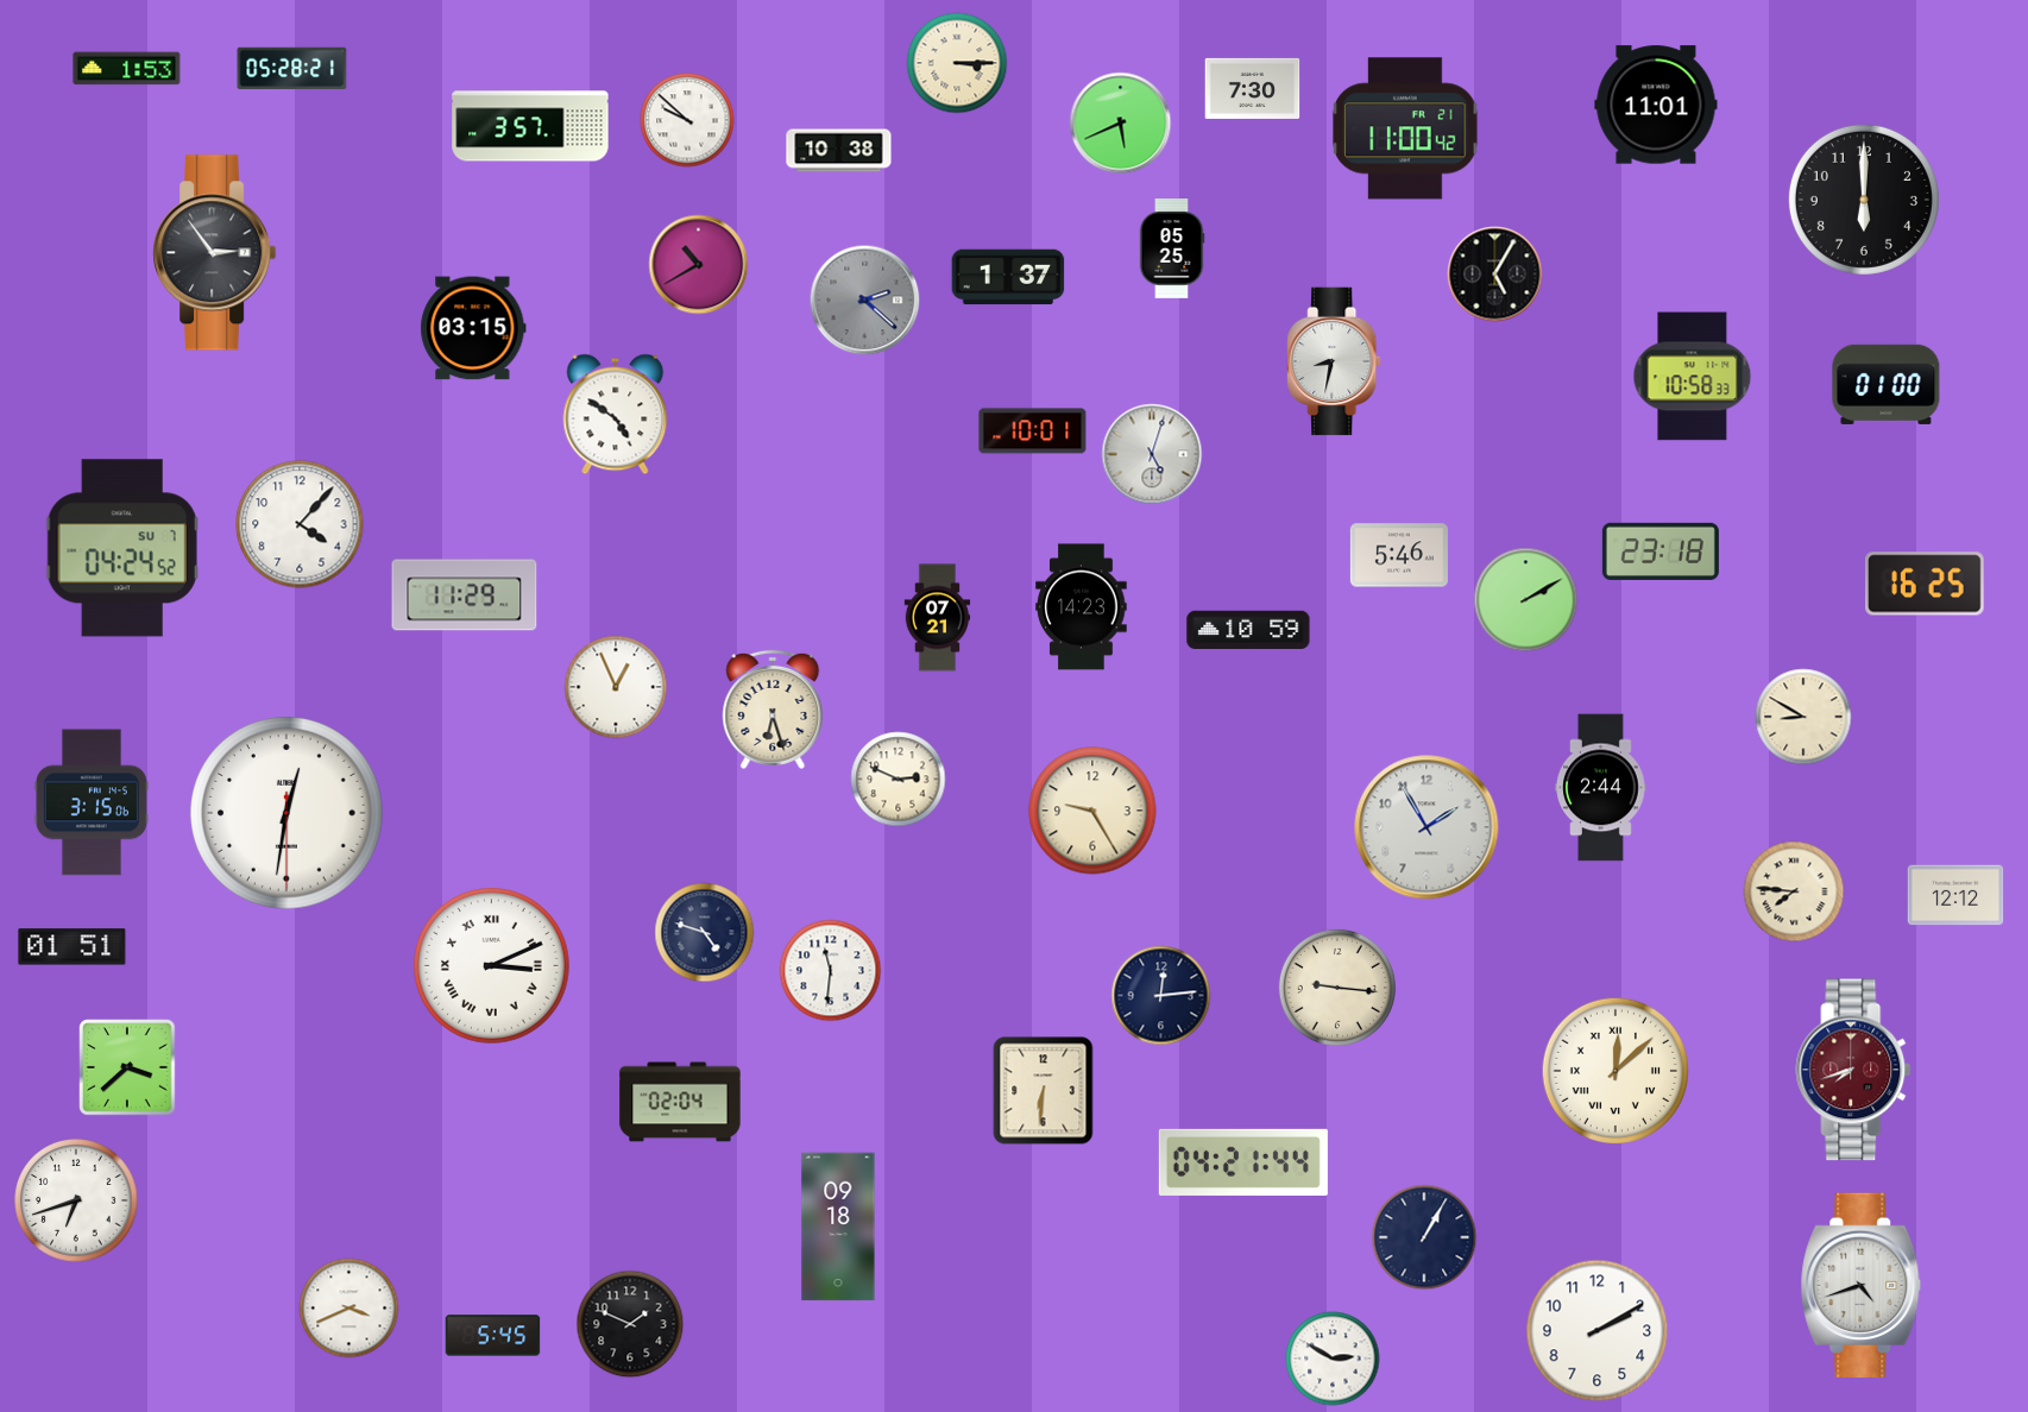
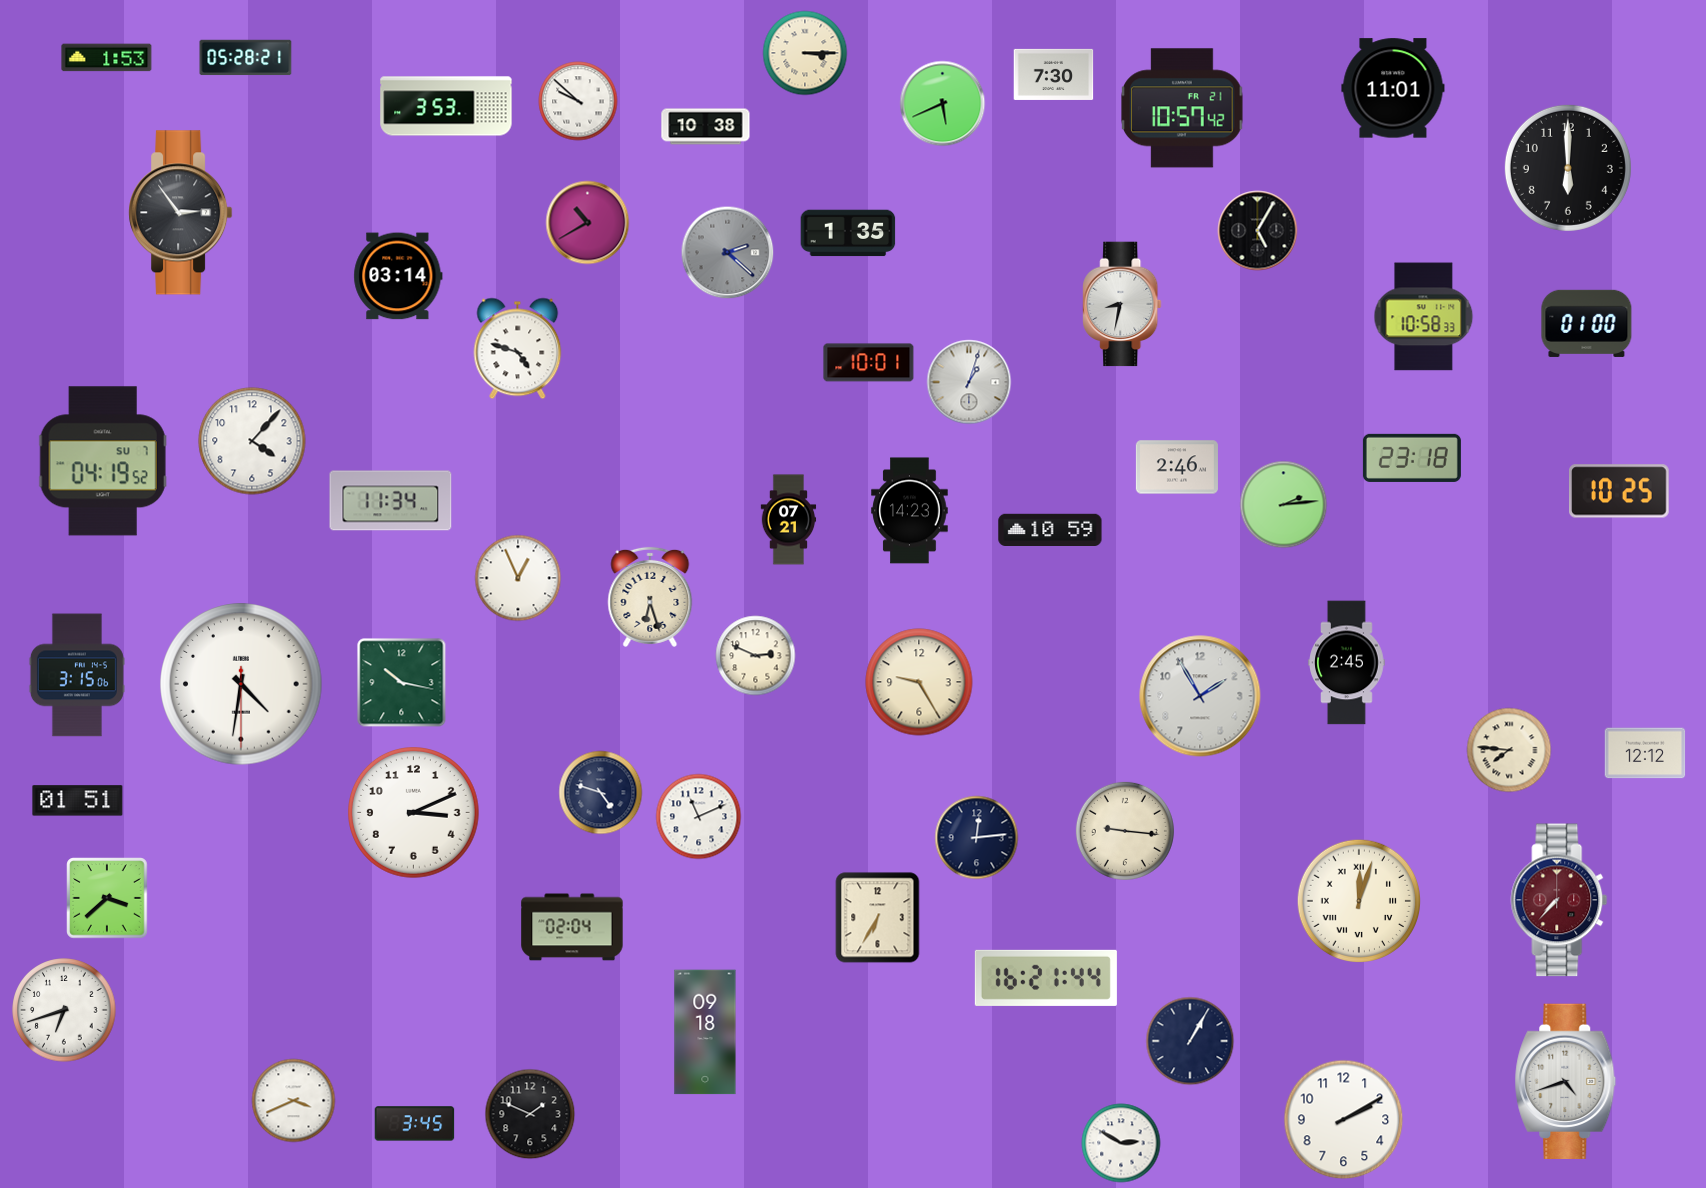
clock at (530, 126): 3:57 -> 3:53
clock at (1405, 128): 11:00 -> 10:57
clock at (1172, 250): 05:25 -> none
clock at (1008, 277): 1:37 -> 1:35
clock at (473, 328): 03:15 -> 03:14
clock at (616, 415): 4:51 -> 4:48
clock at (1152, 454): 5:03 -> 1:03
clock at (122, 548): 04:24 -> 04:19
clock at (1661, 551) position: (1661, 551) -> (1412, 458)
clock at (1399, 555): 5:46 -> 2:46
clock at (1926, 584): 16:25 -> 10:25
clock at (465, 595): 11:29 -> 11:34
clock at (1526, 600): 2:10 -> 2:14
clock at (1803, 717): 8:50 -> none
clock at (1601, 788): 2:44 -> 2:45
clock at (402, 683): none -> 10:17
clock at (286, 813): 12:31 -> 4:31
clock at (705, 933) position: (705, 933) -> (601, 793)
clock at (73, 947) position: (73, 947) -> (78, 801)
clock at (492, 966) numerals: Roman -> Arabic
clock at (831, 971): 11:31 -> 11:11
clock at (1614, 1070): 12:08 -> 12:03
clock at (1853, 1070): 7:42 -> 7:37
clock at (1044, 1091): 6:31 -> 6:35
clock at (1243, 1162): 04:21 -> 16:21
clock at (1424, 1237) position: (1424, 1237) -> (1190, 1041)
clock at (493, 1336): 5:45 -> 3:45
